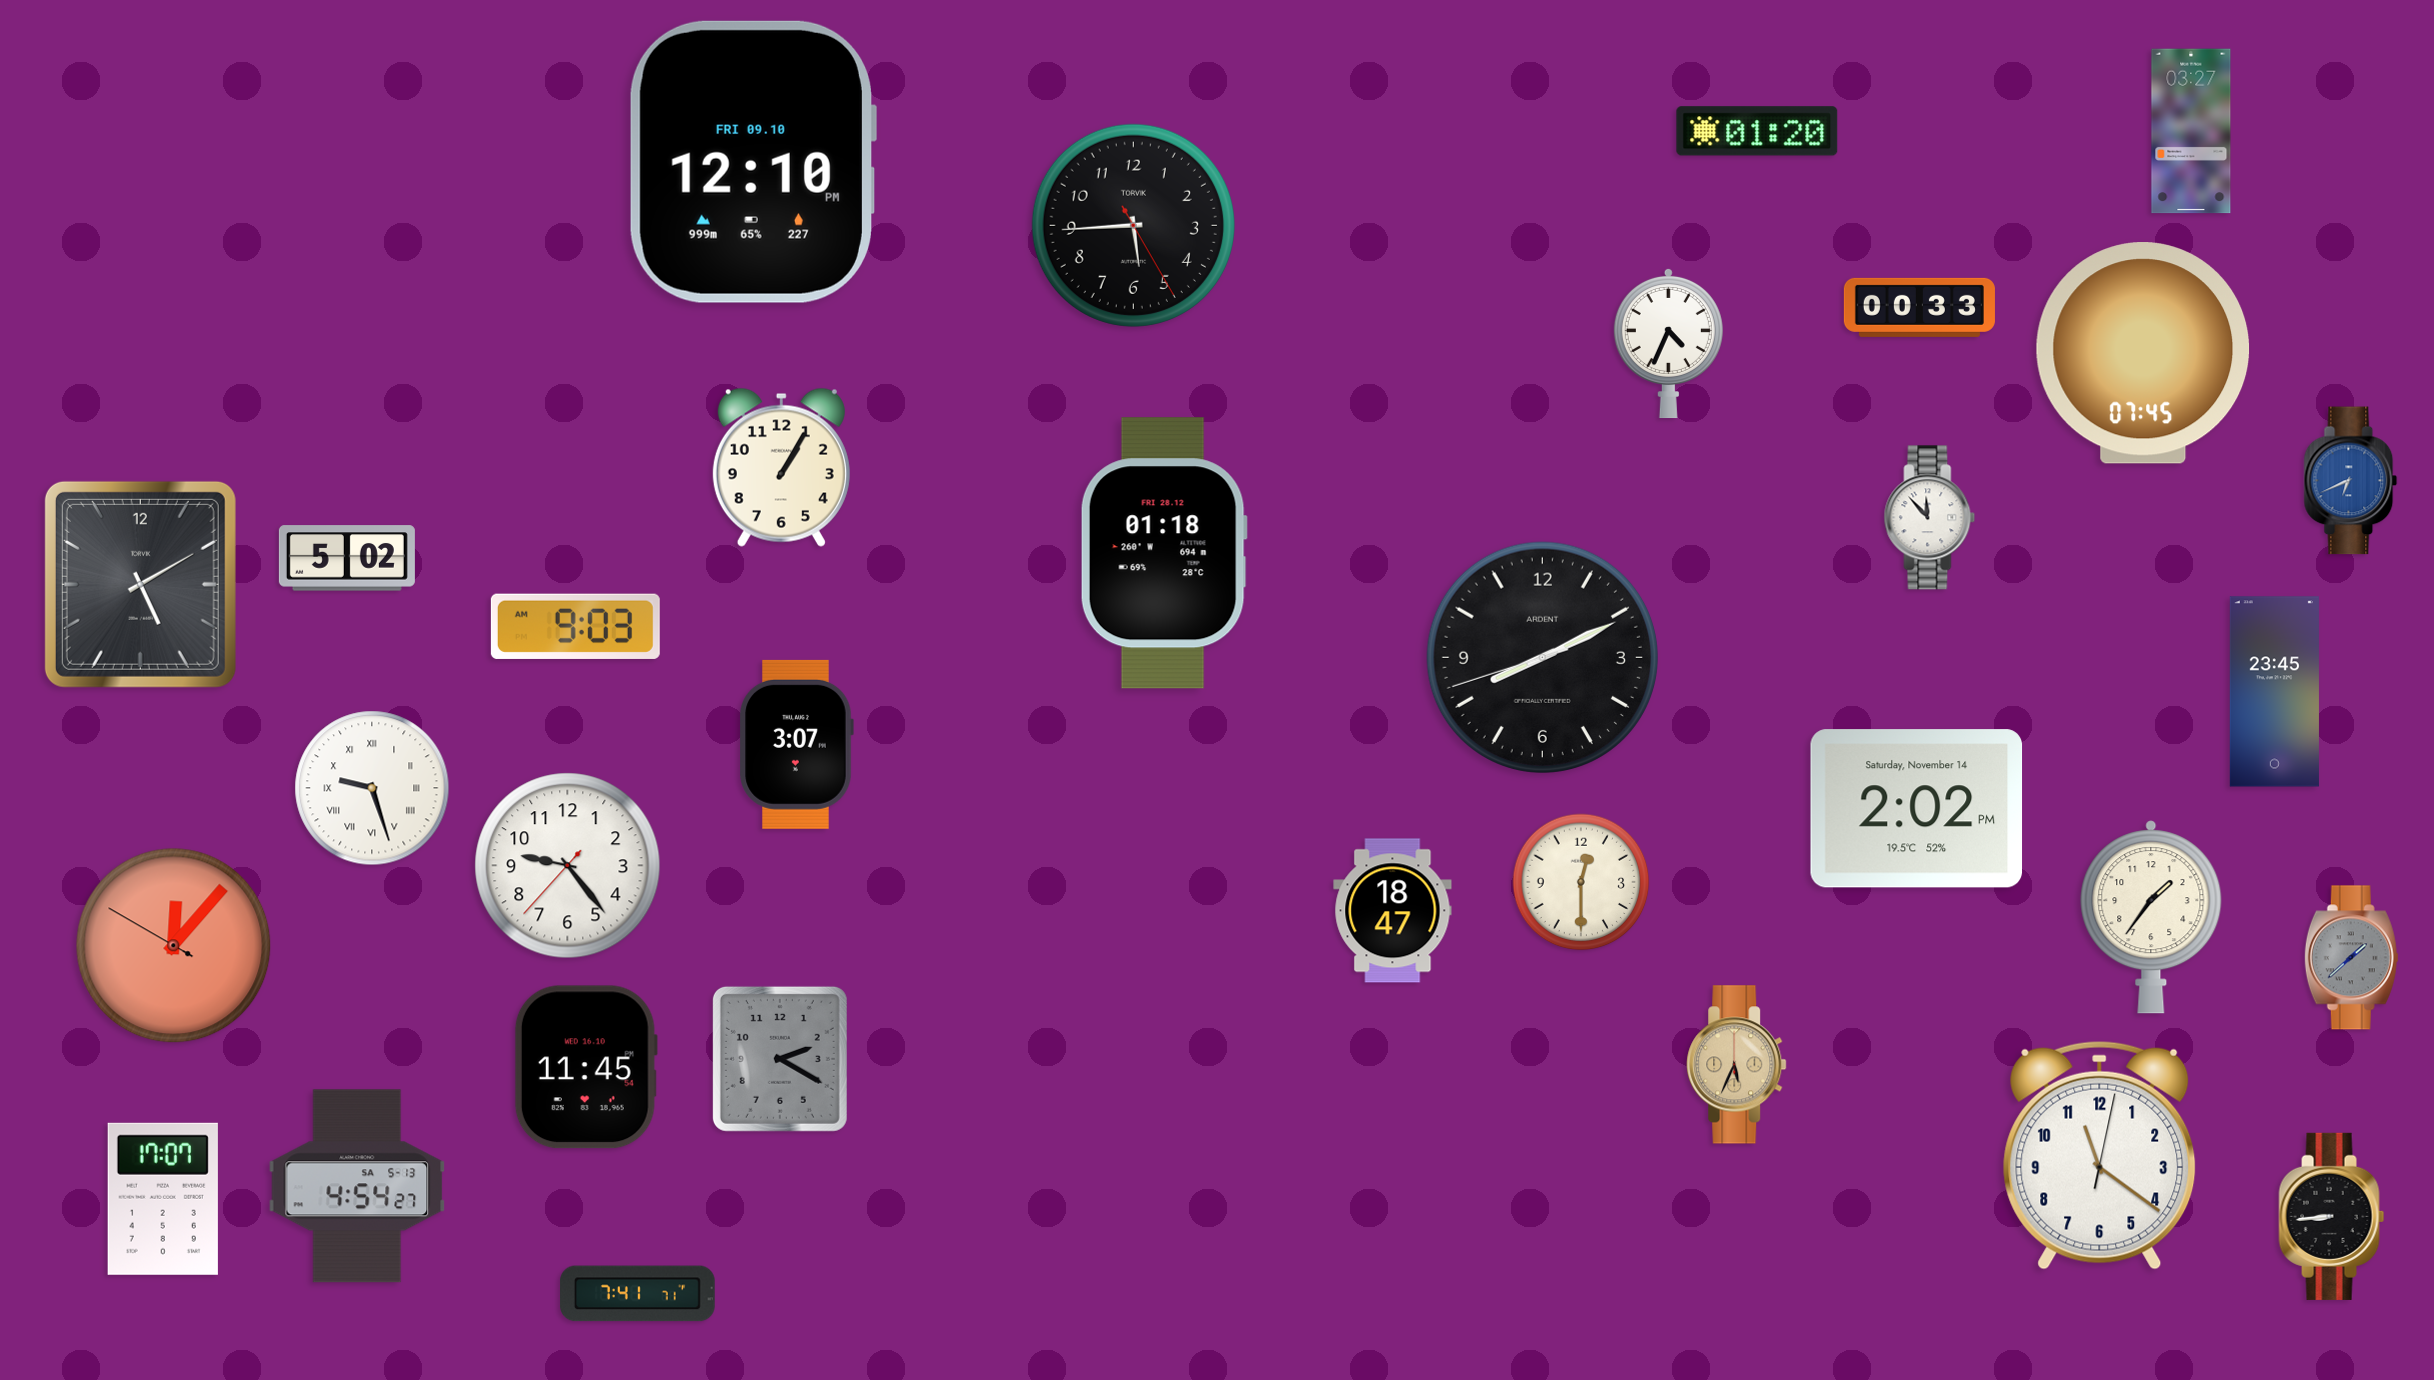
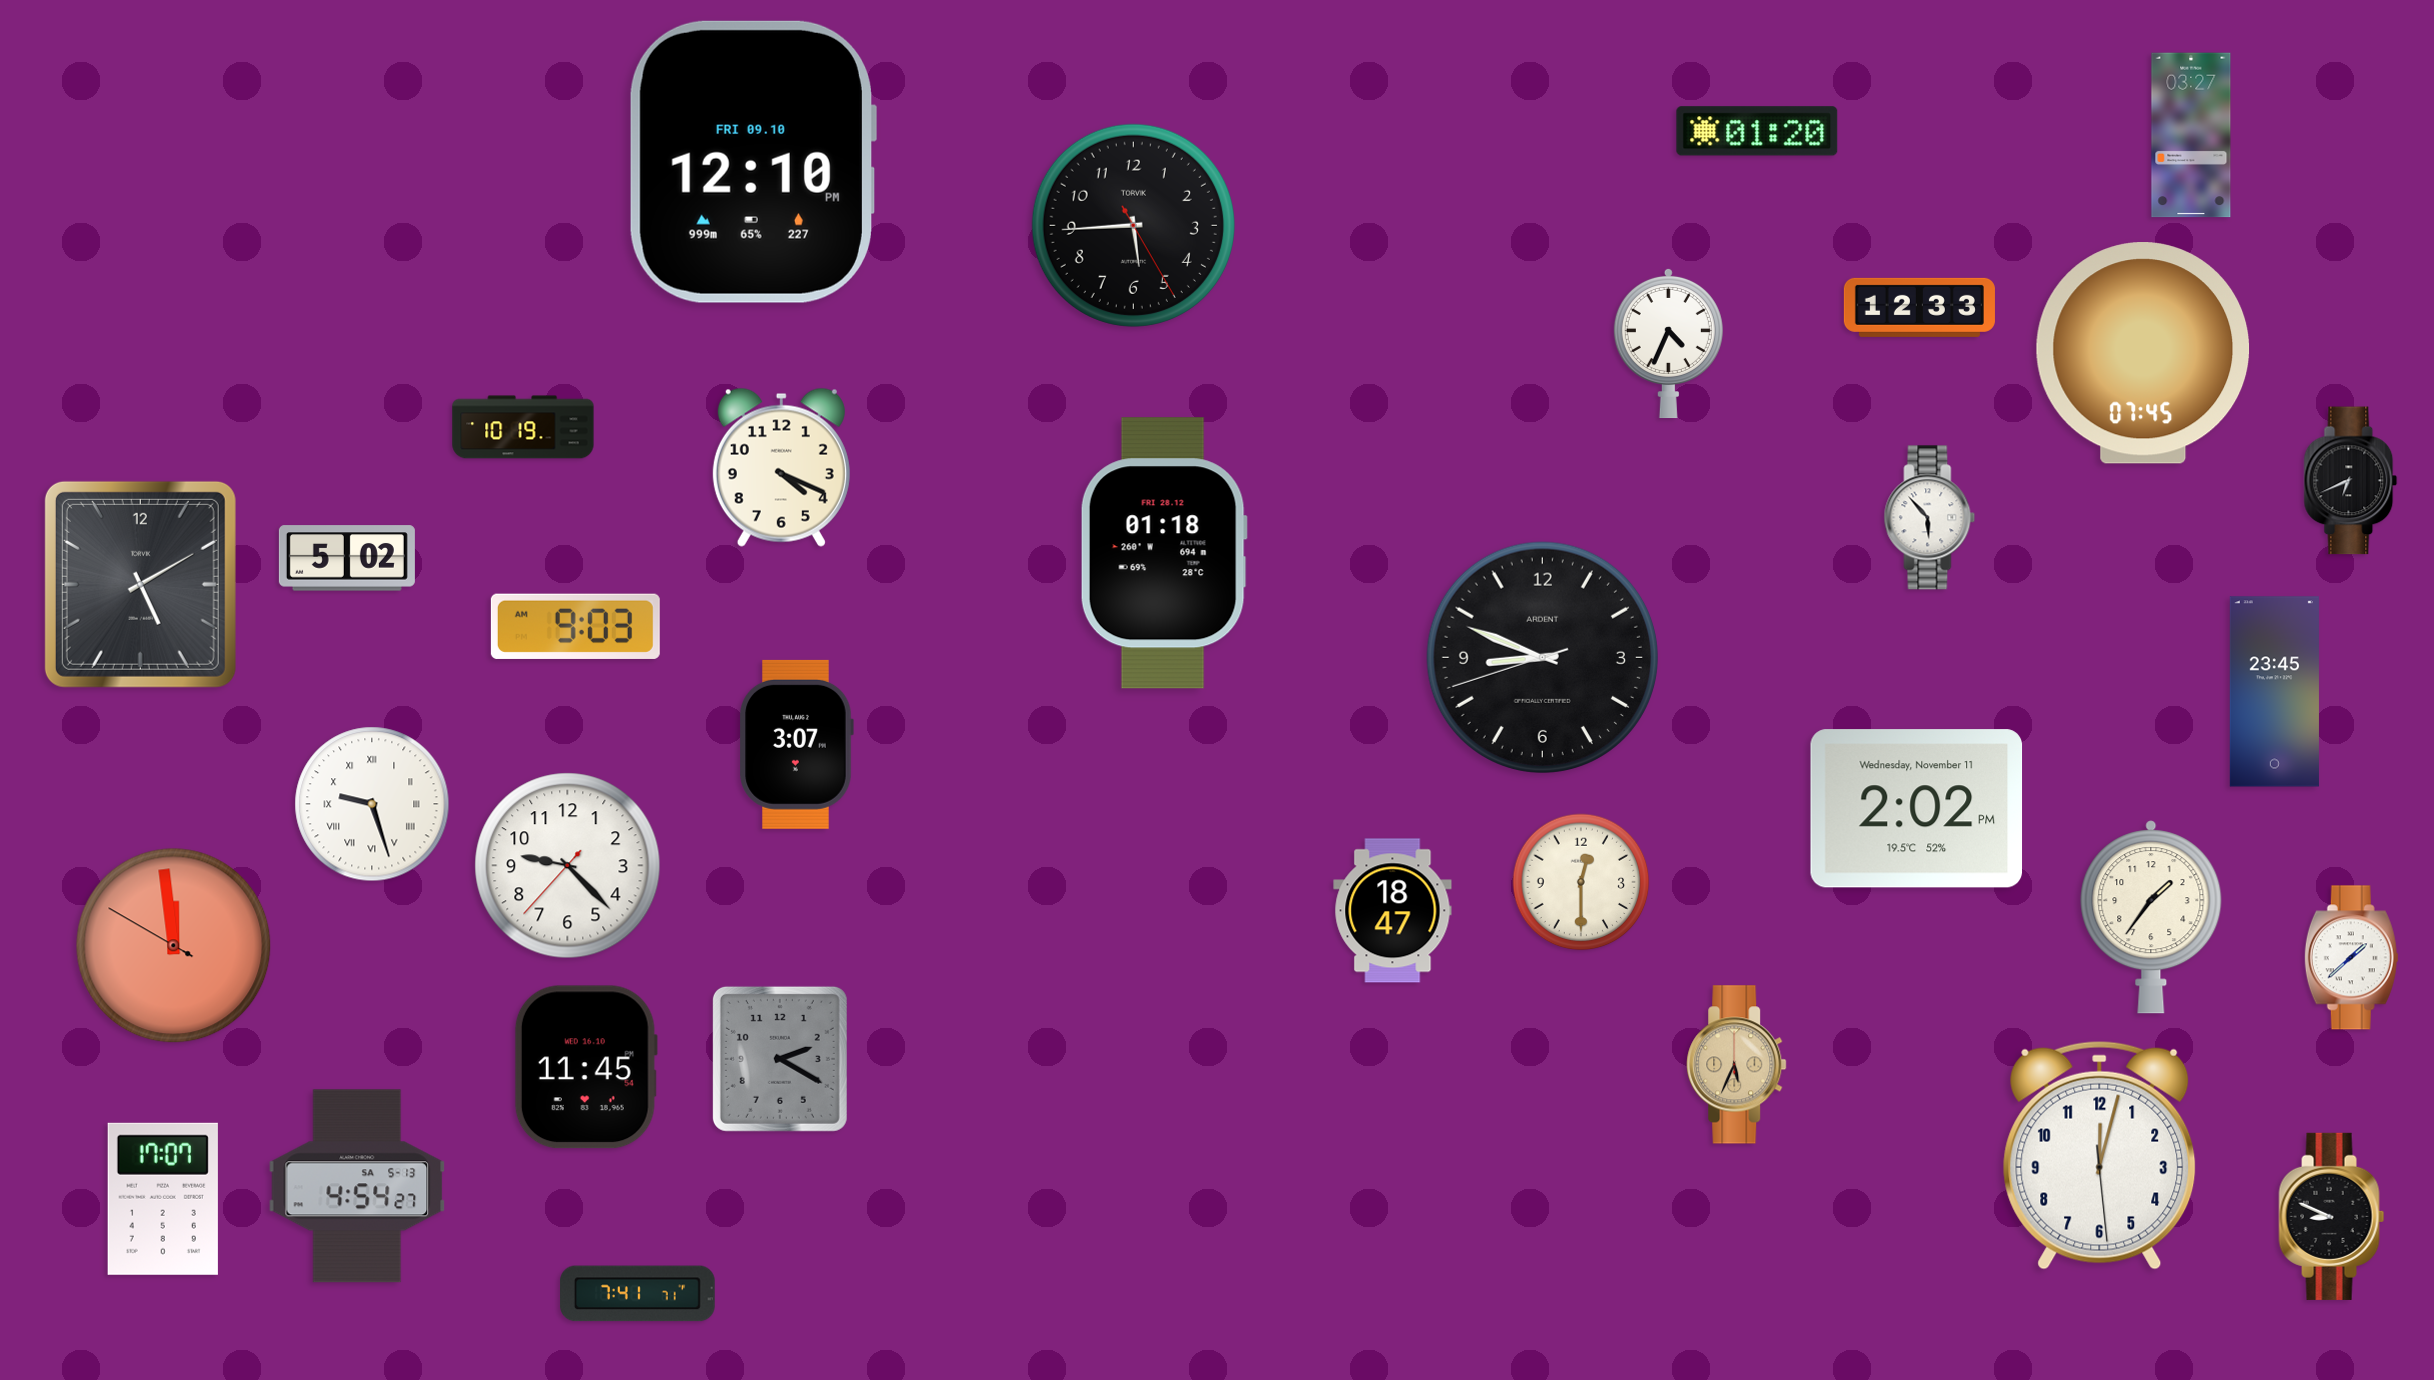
clock at (2191, 131) position: (2191, 131) -> (2191, 135)
clock at (1919, 307): 00:33 -> 12:33
clock at (523, 427): none -> 10:19
clock at (781, 467): 1:05 -> 4:19
clock at (2351, 481) dial: blue -> black
clock at (1930, 518): 11:53 -> 5:53
clock at (1542, 657): 8:10 -> 8:48
clock at (372, 788) position: (372, 788) -> (372, 804)
clock at (1917, 809) date: Saturday, November 14 -> Wednesday, November 11
clock at (568, 866): 9:23 -> 9:22
clock at (174, 946): 12:06 -> 11:58
clock at (2351, 958) dial: grey -> white
clock at (2100, 1155): 11:21 -> 12:02
clock at (2332, 1216): 8:44 -> 8:49
